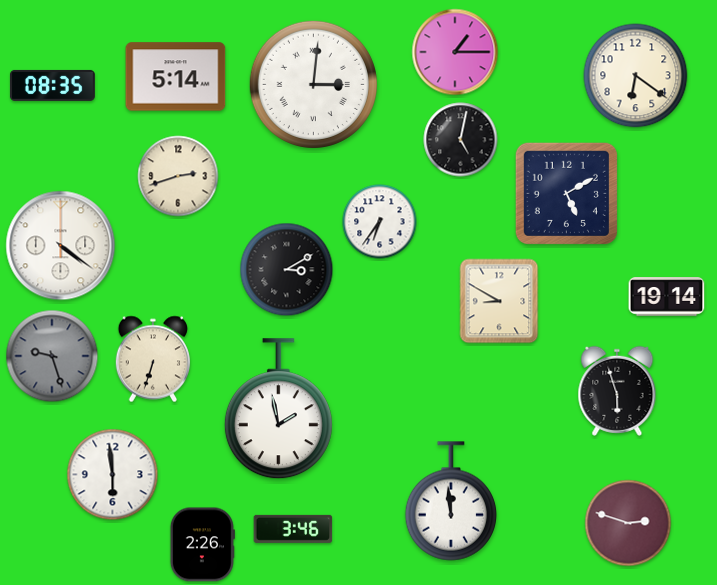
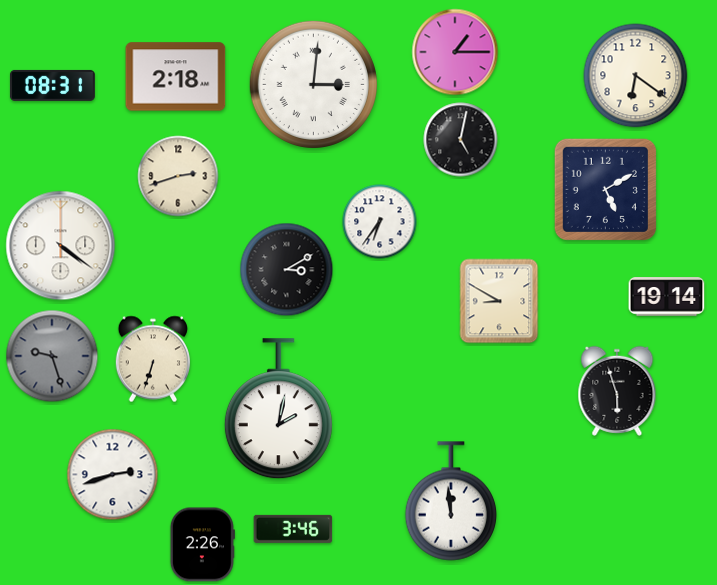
clock at (176, 77): 5:14 -> 2:18
clock at (52, 85): 08:35 -> 08:31
clock at (566, 193) position: (566, 193) -> (605, 189)
clock at (278, 409): 1:58 -> 2:02
clock at (113, 475): 5:59 -> 2:42
clock at (628, 523): 2:48 -> none
